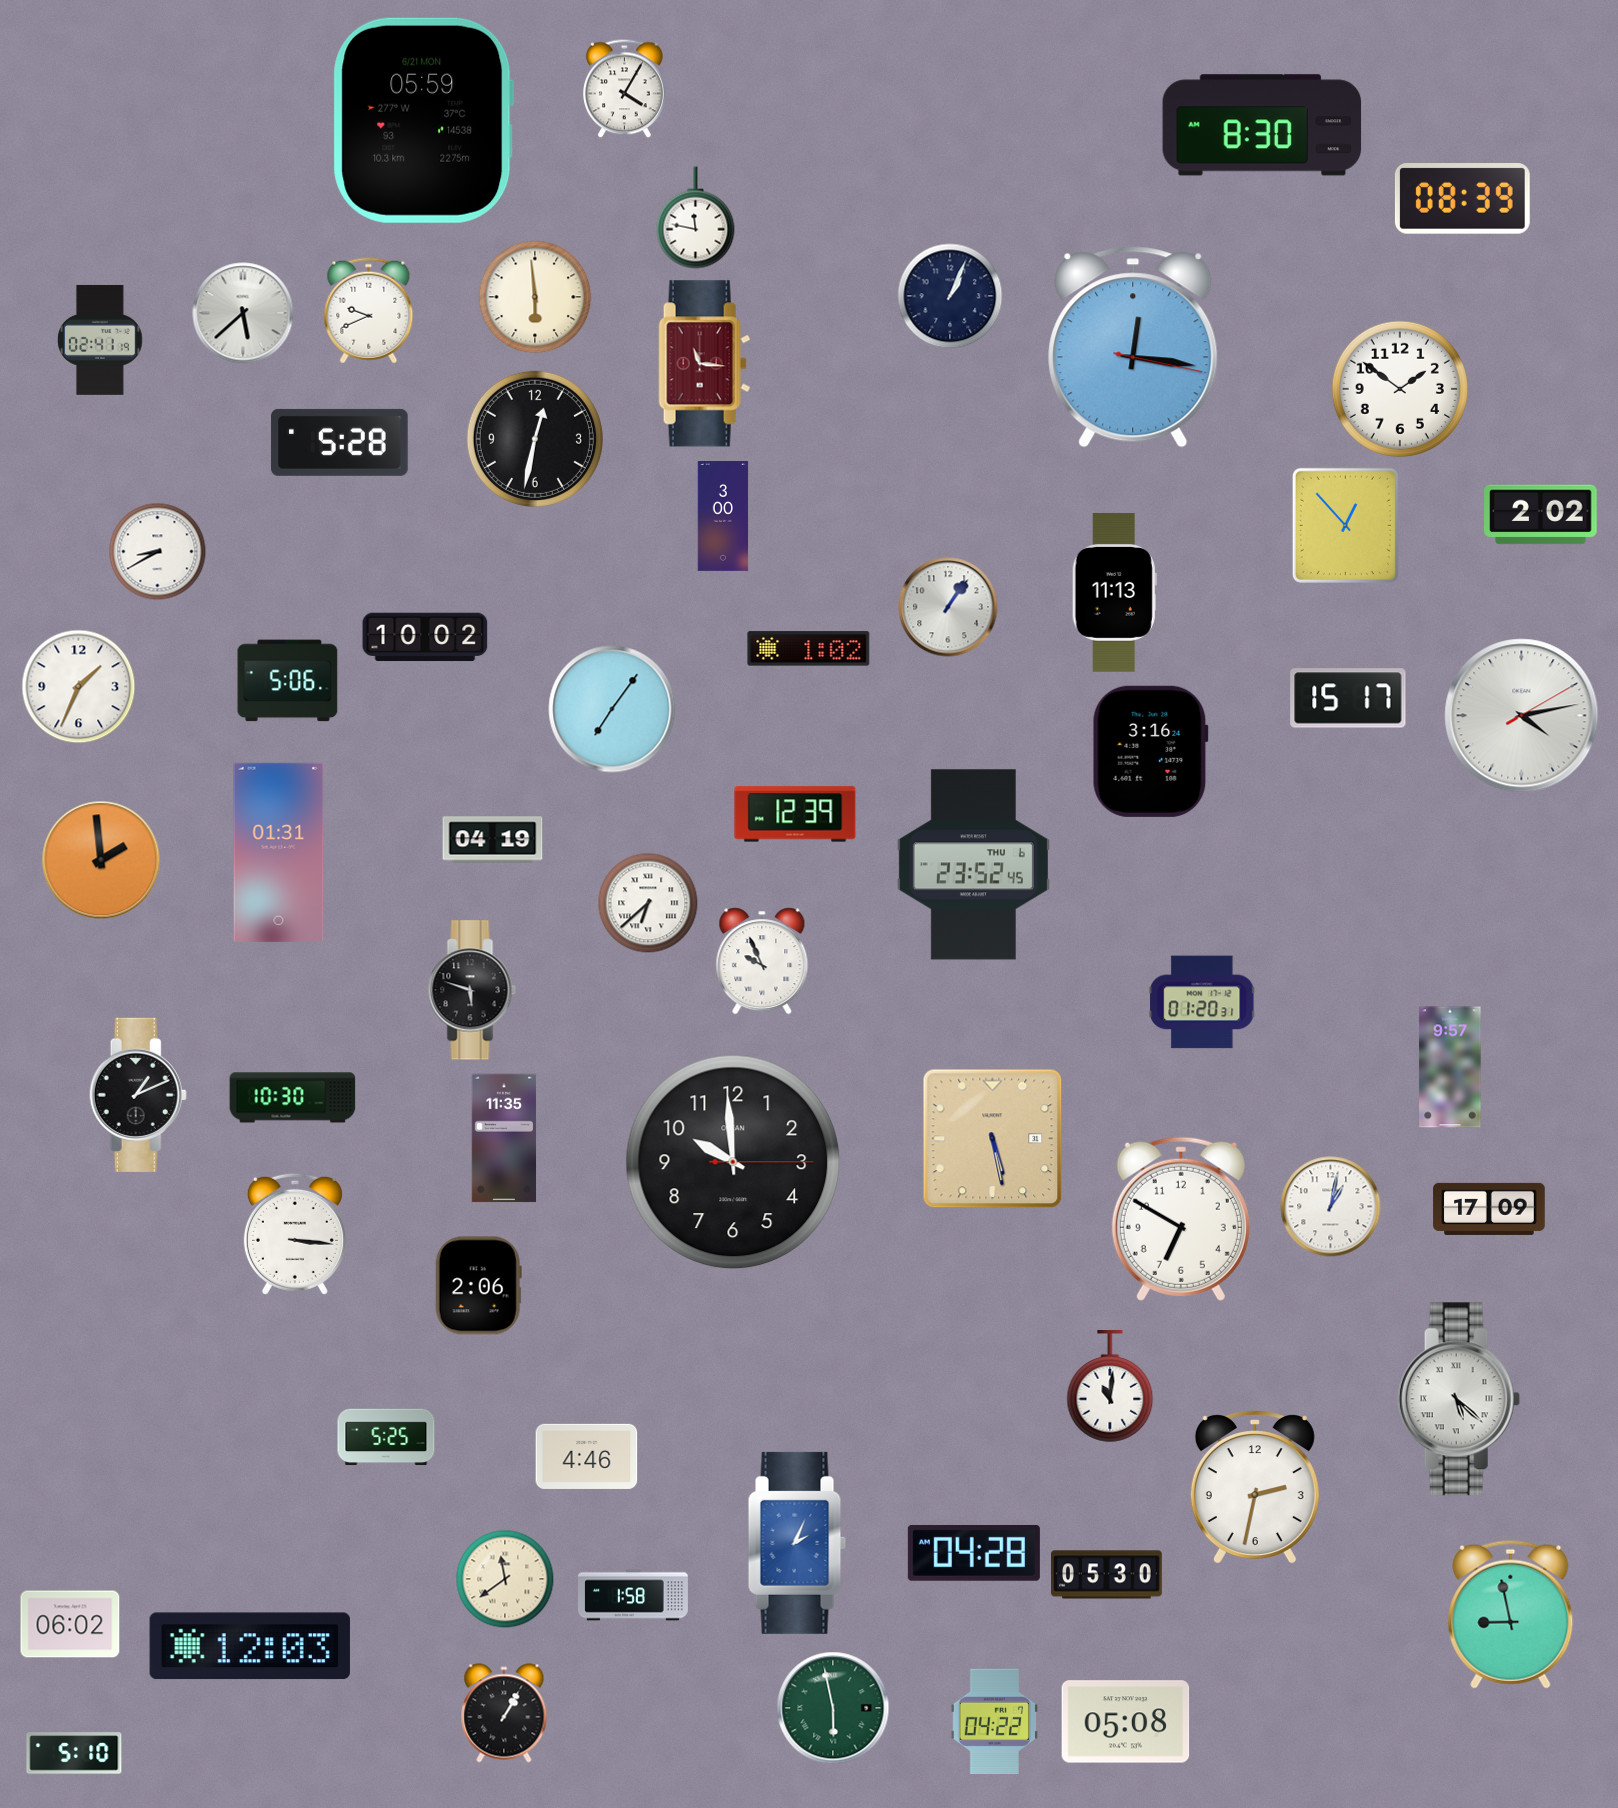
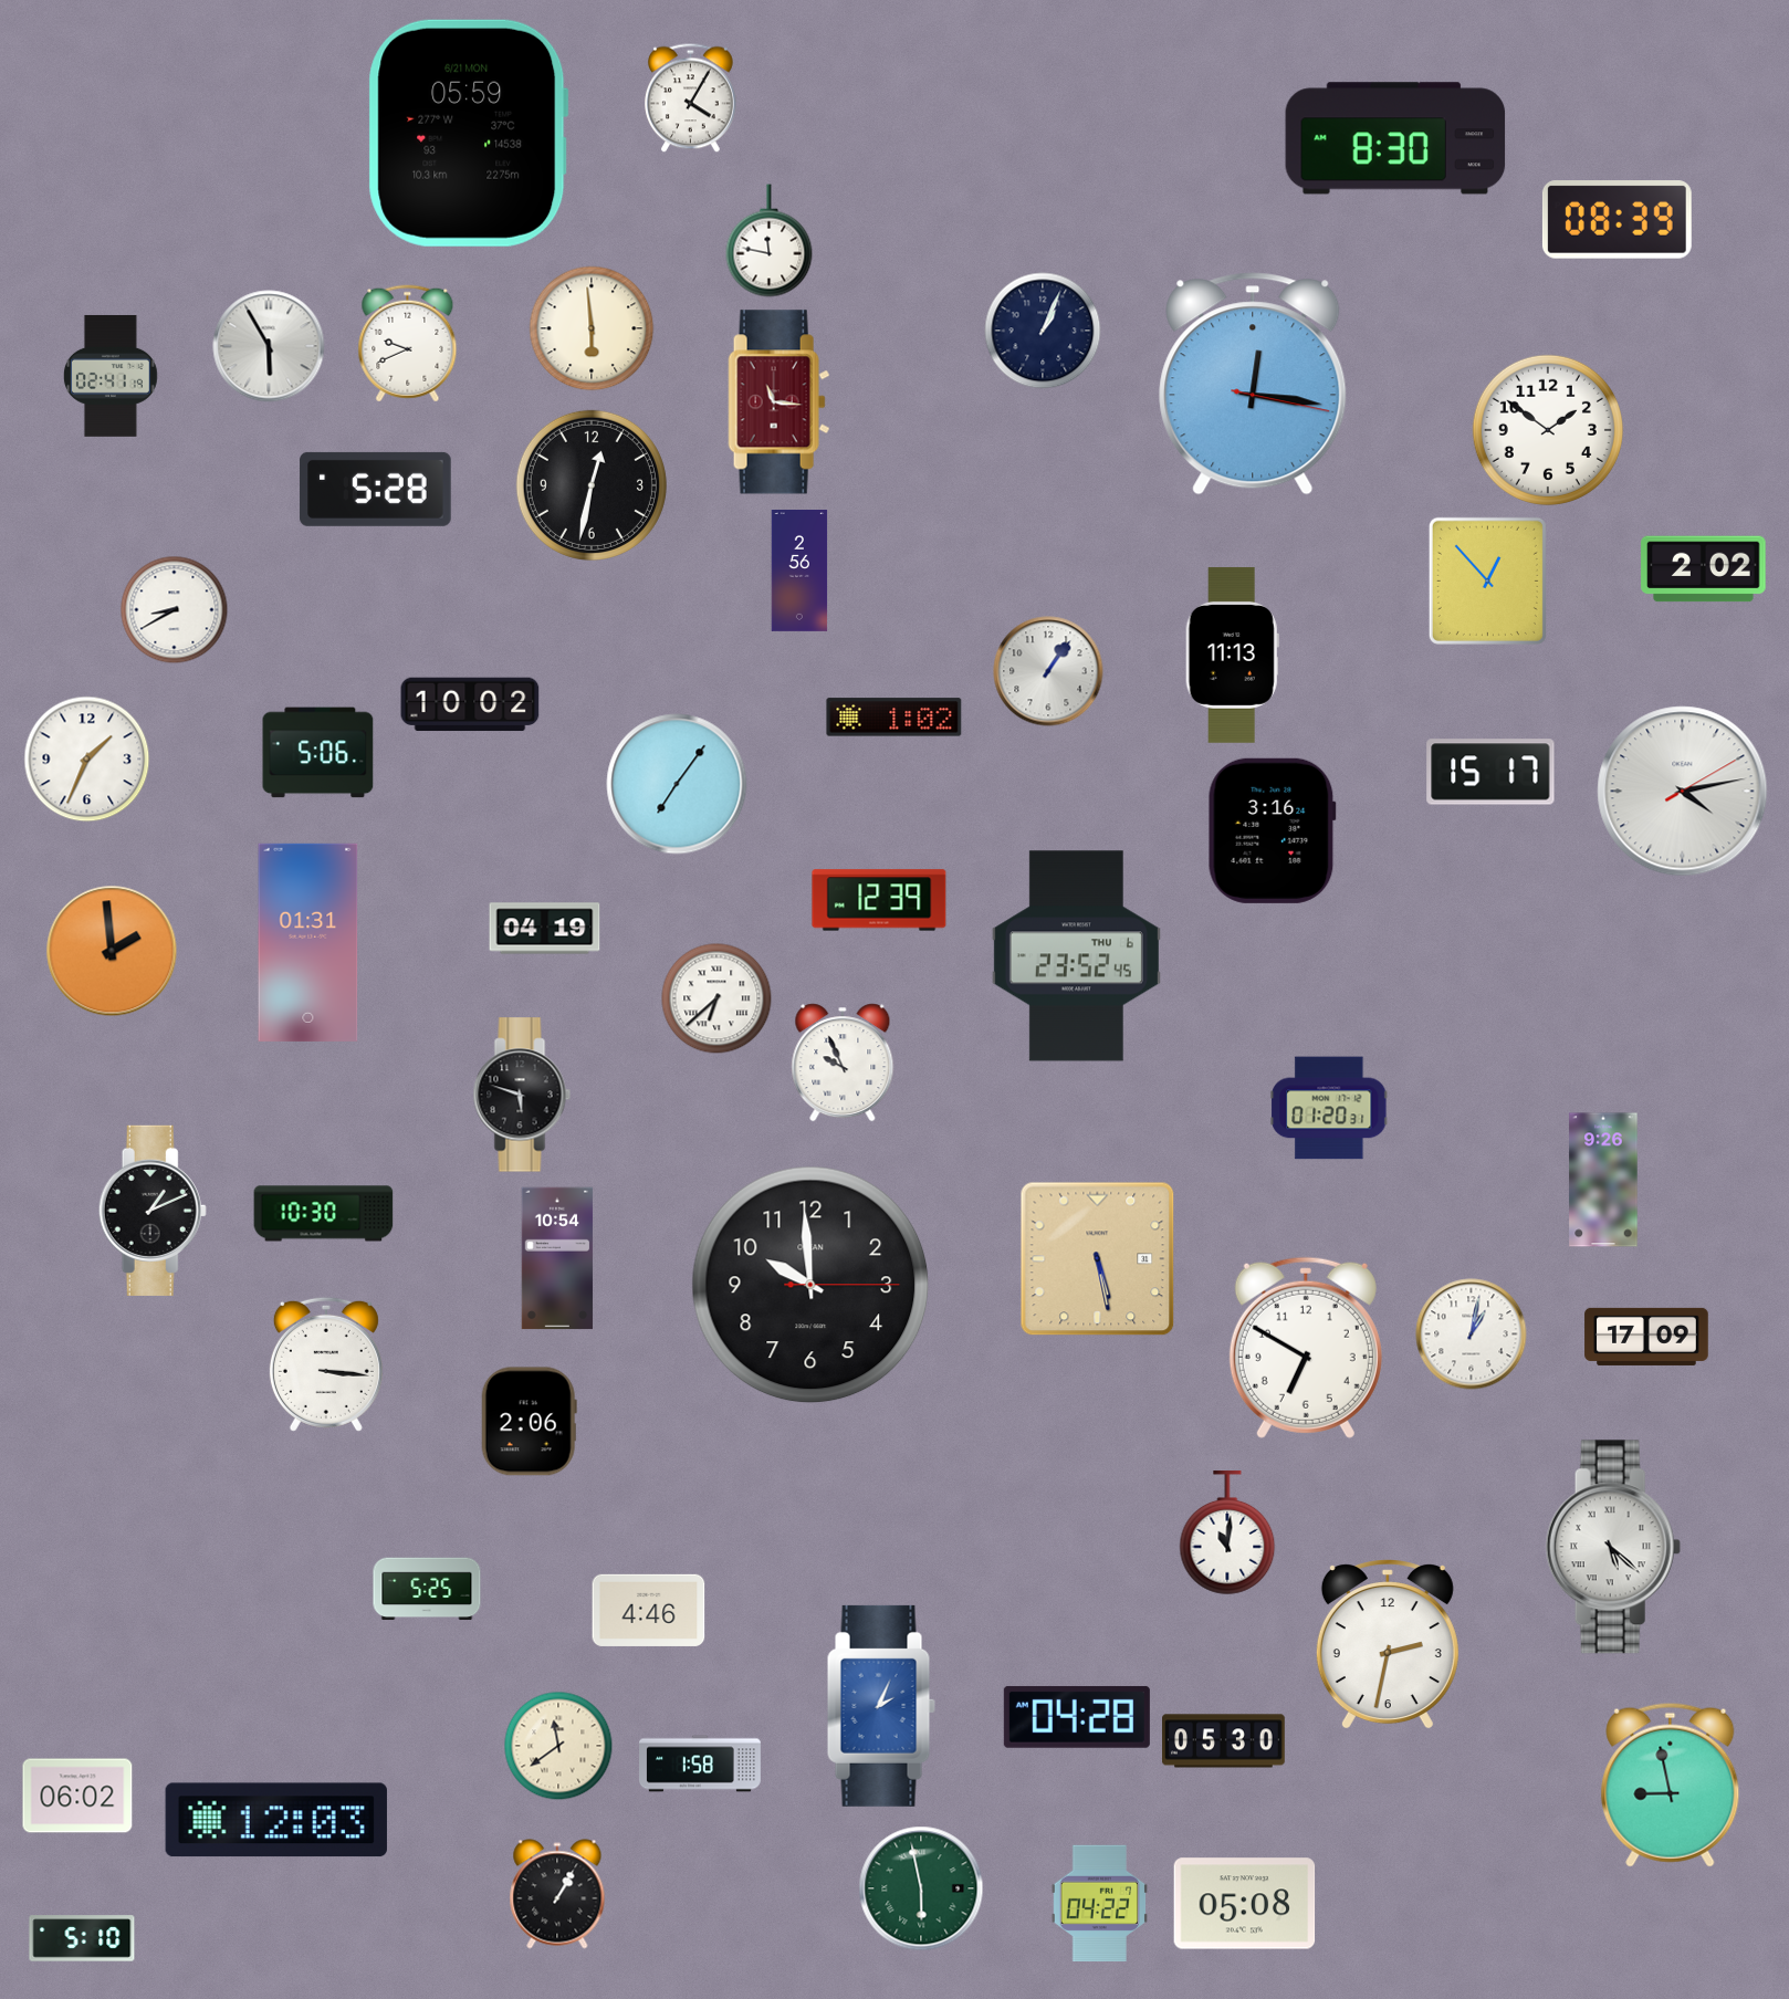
clock at (950, 296) position: (950, 296) -> (1043, 331)
clock at (243, 313): 5:38 -> 5:55
clock at (723, 517): 3:00 -> 2:56
clock at (1450, 1067): 9:57 -> 9:26
clock at (504, 1138): 11:35 -> 10:54
